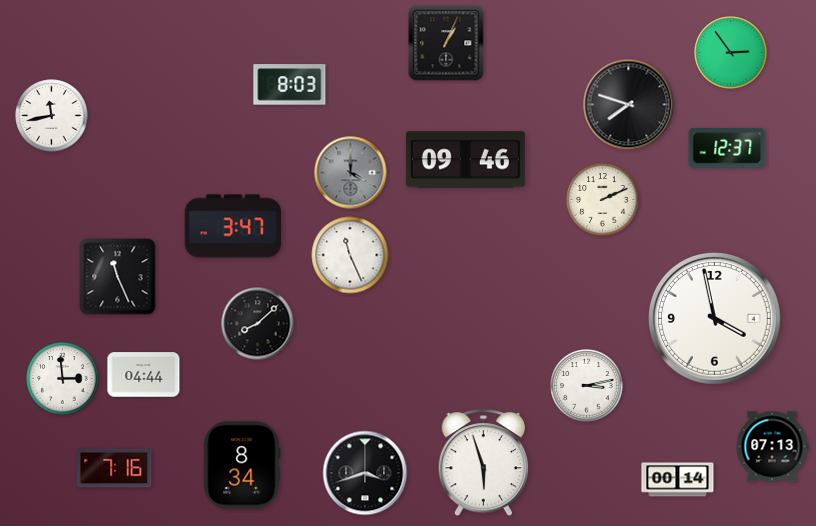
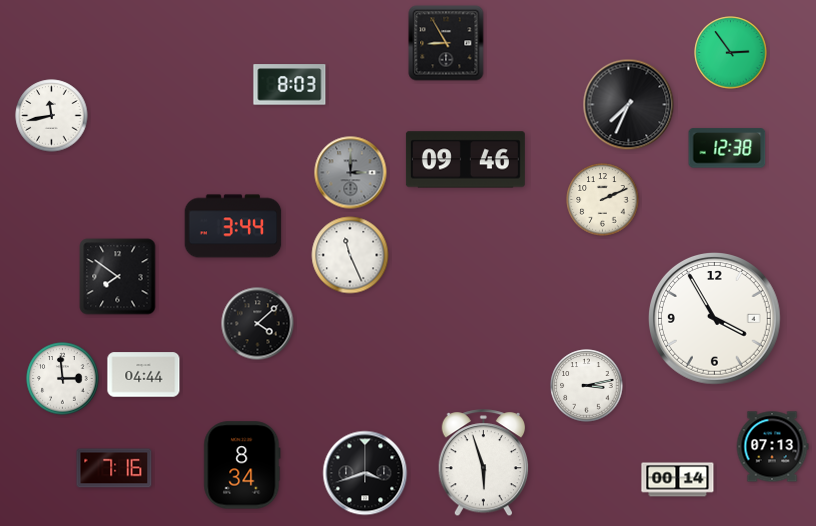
clock at (446, 43): 1:04 -> 8:55
clock at (629, 105): 7:48 -> 7:34
clock at (727, 148): 12:37 -> 12:38
clock at (351, 173): 4:00 -> 3:00
clock at (233, 226): 3:47 -> 3:44
clock at (118, 277): 11:26 -> 7:51
clock at (715, 319): 3:58 -> 3:55
clock at (258, 324): 8:08 -> 4:08
